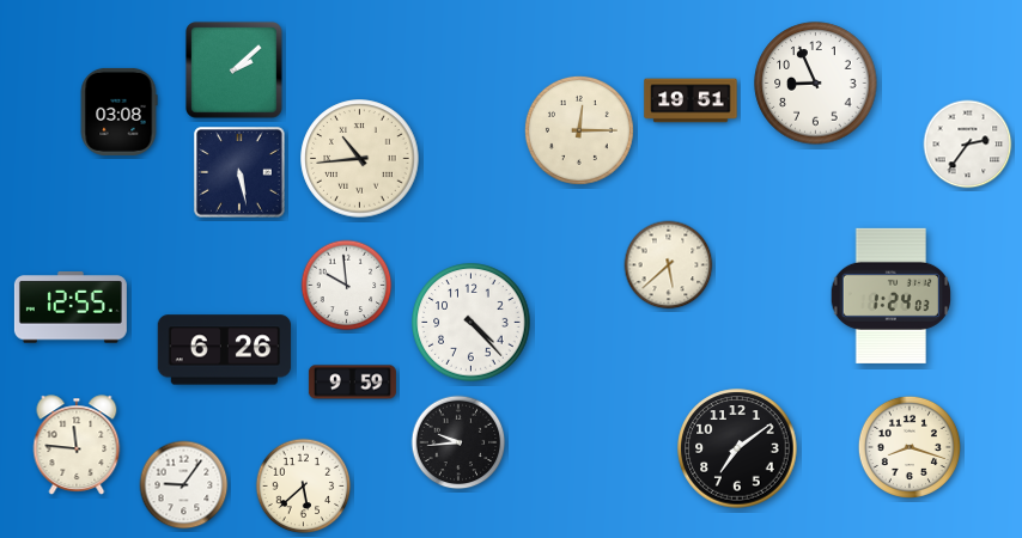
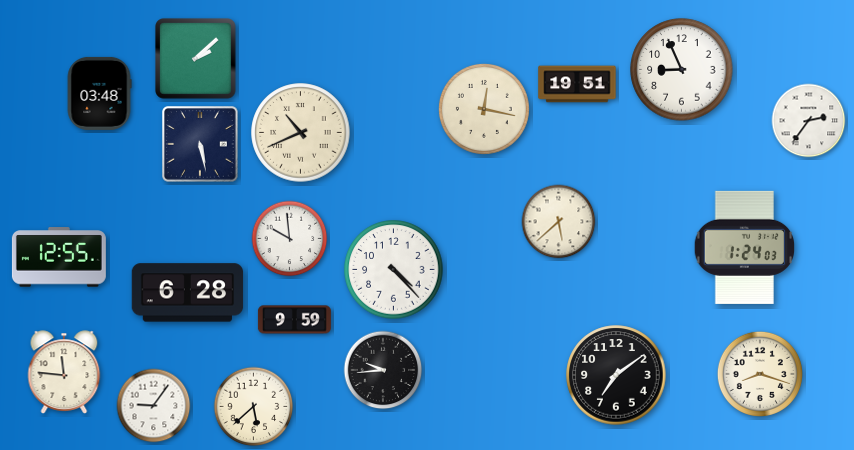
clock at (118, 111): 03:08 -> 03:48
clock at (579, 130): 12:15 -> 12:17
clock at (360, 159): 10:44 -> 10:41
clock at (225, 350): 6:26 -> 6:28
